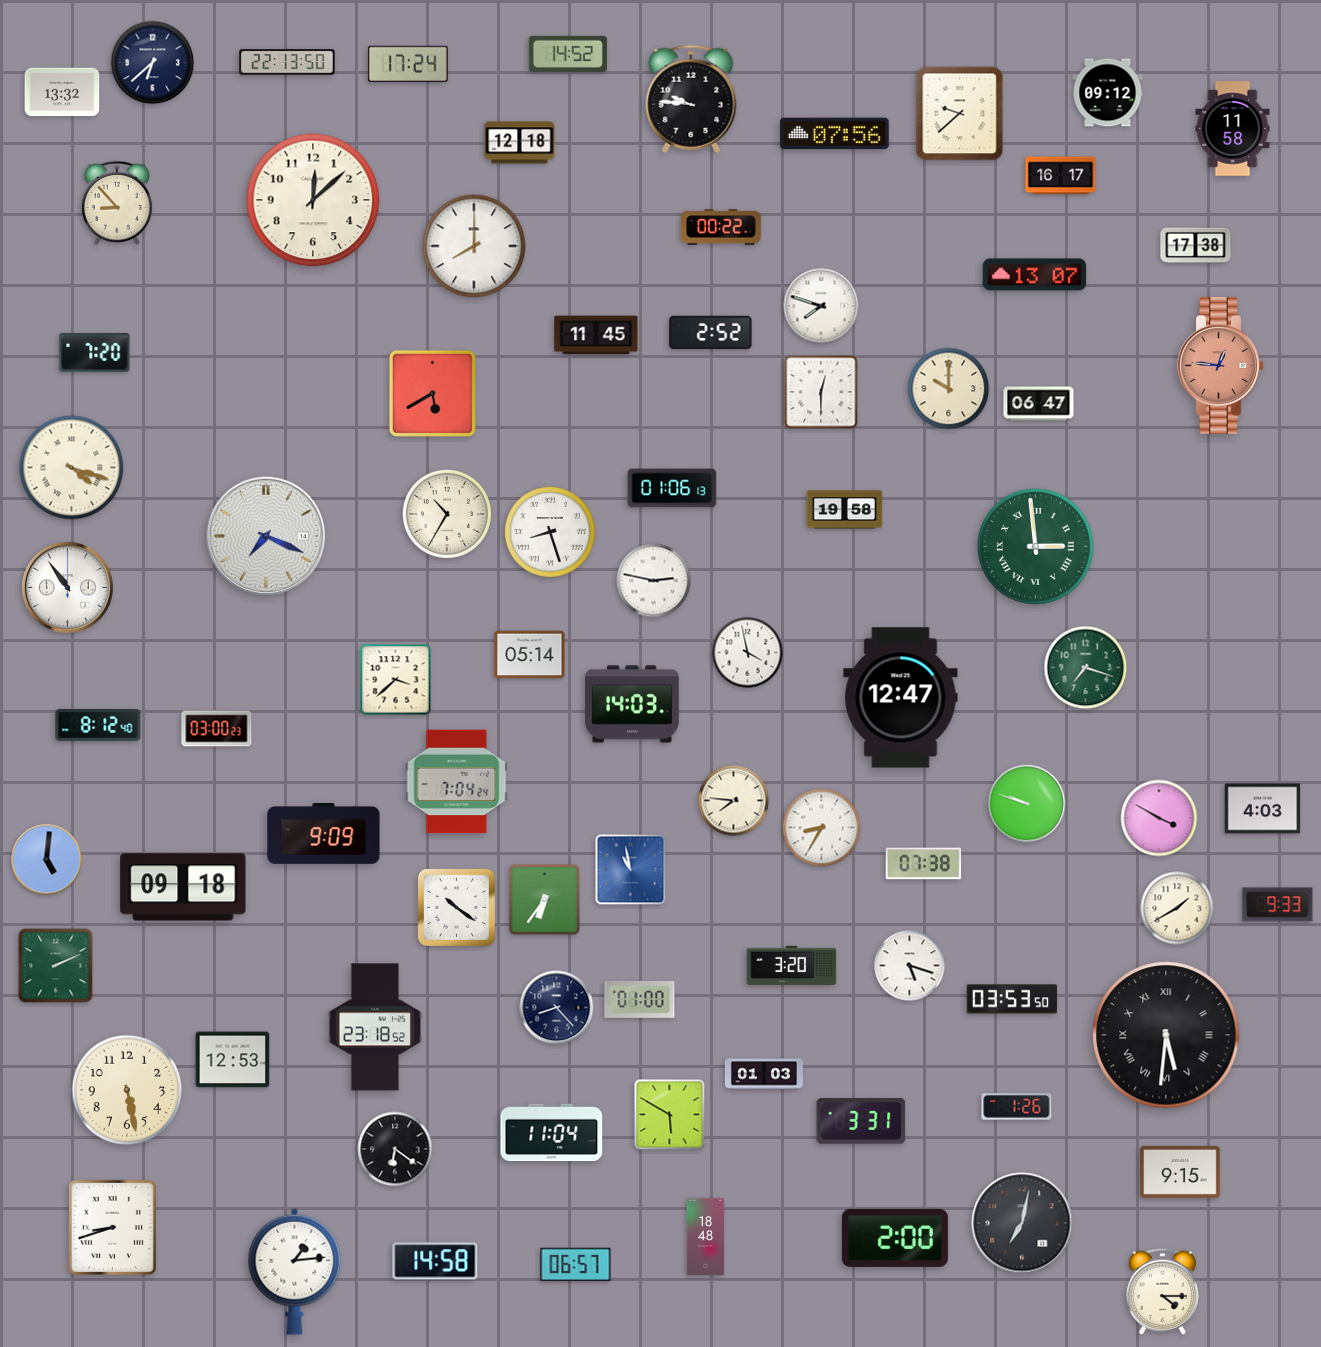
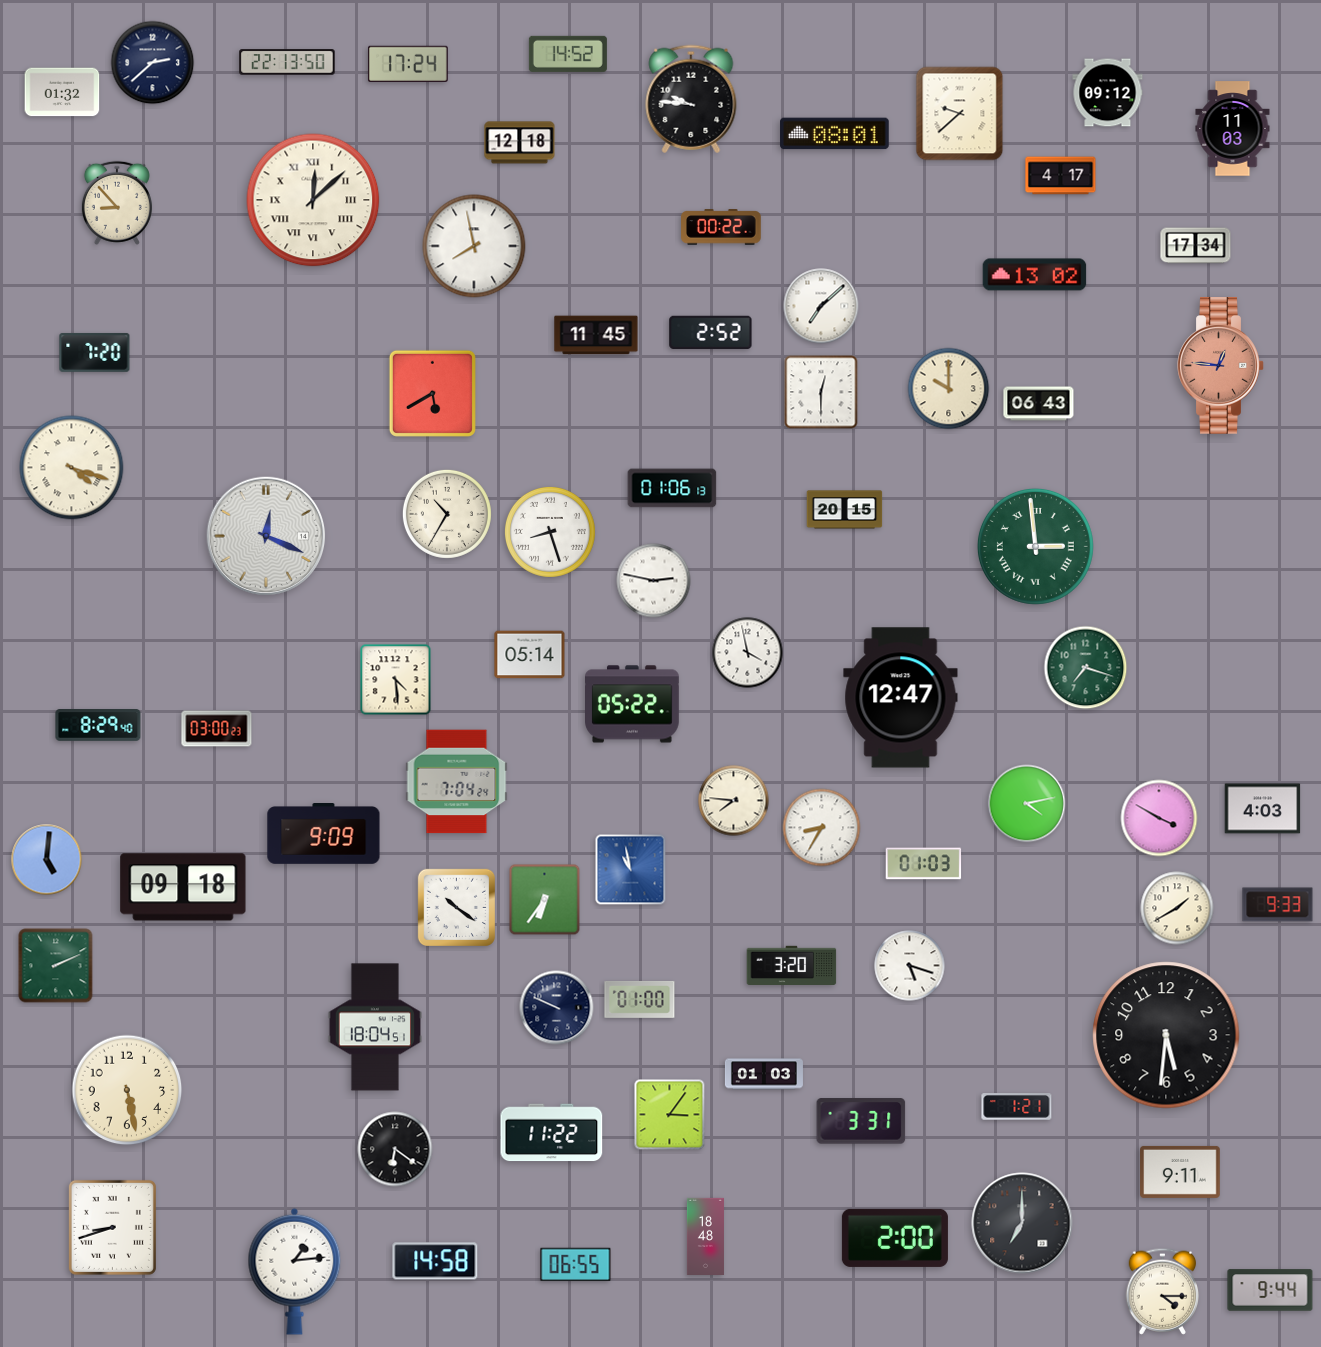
clock at (153, 63): 6:38 -> 2:38
clock at (62, 92): 13:32 -> 01:32
clock at (1233, 129): 11:58 -> 11:03
clock at (835, 134): 07:56 -> 08:01
clock at (1061, 176): 16:17 -> 4:17
clock at (313, 200) numerals: Arabic -> Roman
clock at (474, 246): 8:00 -> 7:58
clock at (1196, 246): 17:38 -> 17:34
clock at (1035, 275): 13:07 -> 13:02
clock at (821, 306): 7:48 -> 7:08
clock at (1039, 404): 06:47 -> 06:43
clock at (845, 510): 19:58 -> 20:15
clock at (266, 536): 7:19 -> 12:19
clock at (67, 587): 10:54 -> none
clock at (396, 680): 3:38 -> 4:29
clock at (632, 704): 14:03 -> 05:22
clock at (98, 726): 8:12 -> 8:29
clock at (1027, 804): 9:48 -> 4:13
clock at (924, 864): 07:38 -> 01:03
clock at (1012, 999): 03:53 -> none
clock at (557, 1008): 8:23 -> 9:49
clock at (374, 1027): 23:18 -> 18:04
clock at (1166, 1035) numerals: Roman -> Arabic
clock at (233, 1060): 12:53 -> none
clock at (1017, 1107): 1:26 -> 1:21
clock at (670, 1115): 5:50 -> 3:06
clock at (552, 1133): 11:04 -> 11:22
clock at (1180, 1172): 9:15 -> 9:11
clock at (1022, 1223): 7:02 -> 7:00
clock at (576, 1265): 06:57 -> 06:55
clock at (1270, 1290): none -> 9:44
